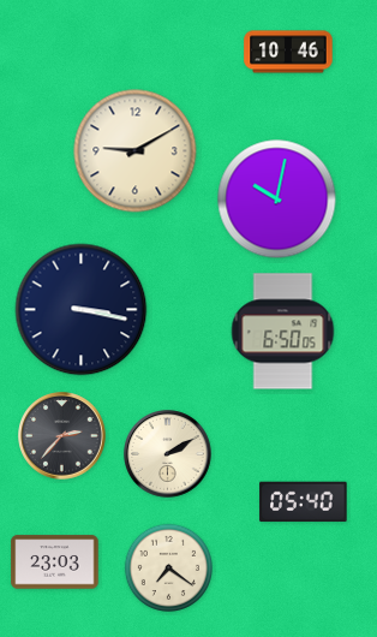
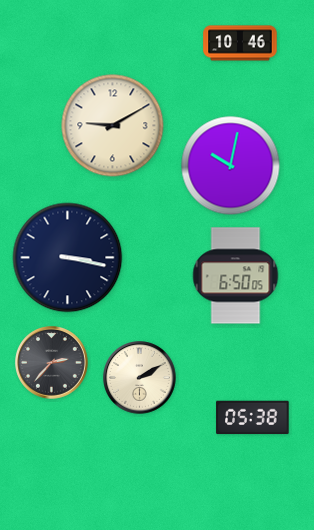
clock at (304, 502): 05:40 -> 05:38
clock at (55, 562): 23:03 -> none
clock at (168, 567): 7:21 -> none
